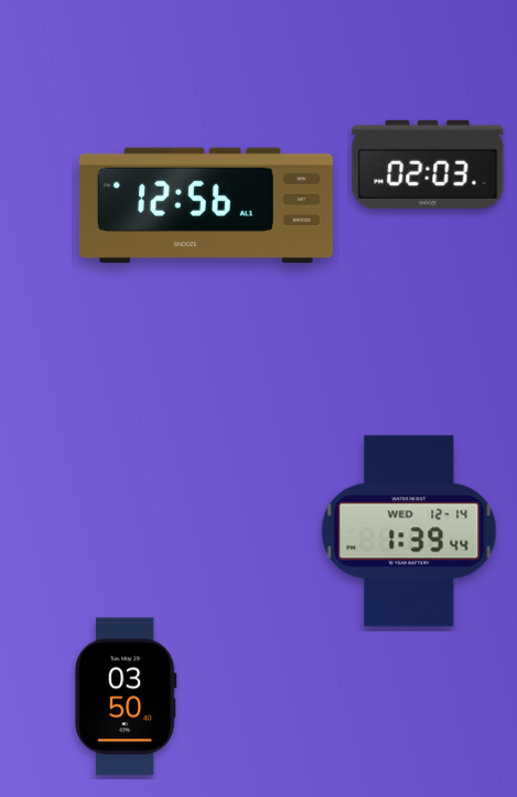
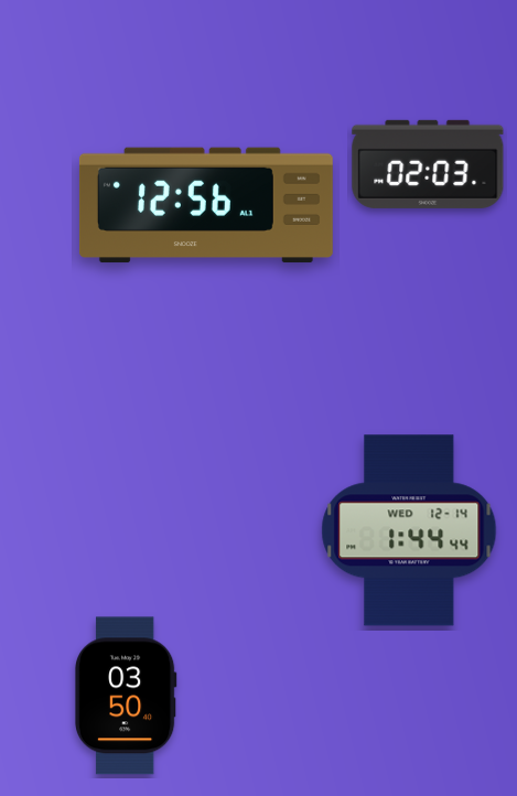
clock at (409, 531): 1:39 -> 1:44
